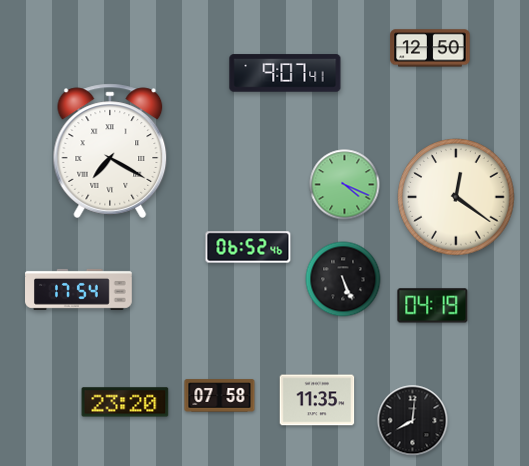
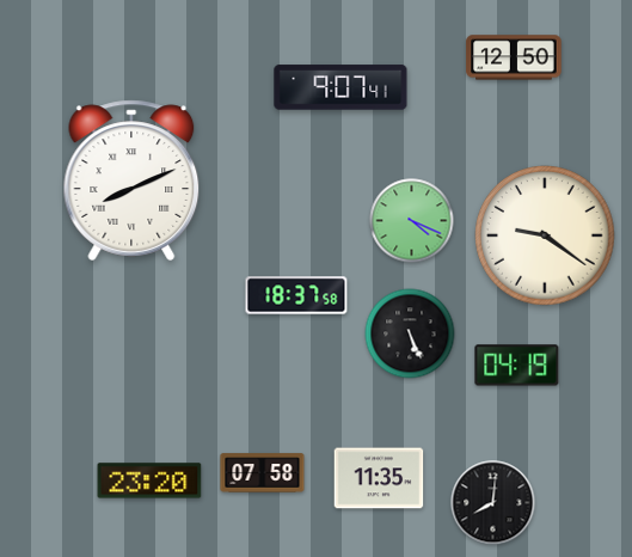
clock at (110, 151): 7:20 -> 8:11
clock at (456, 197): 12:21 -> 9:21
clock at (248, 247): 06:52 -> 18:37
clock at (79, 289): 17:54 -> none
